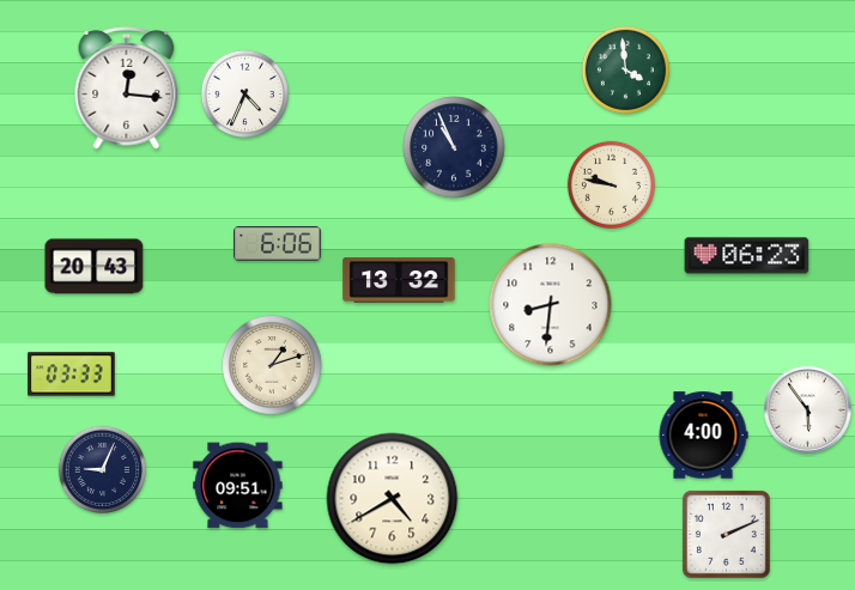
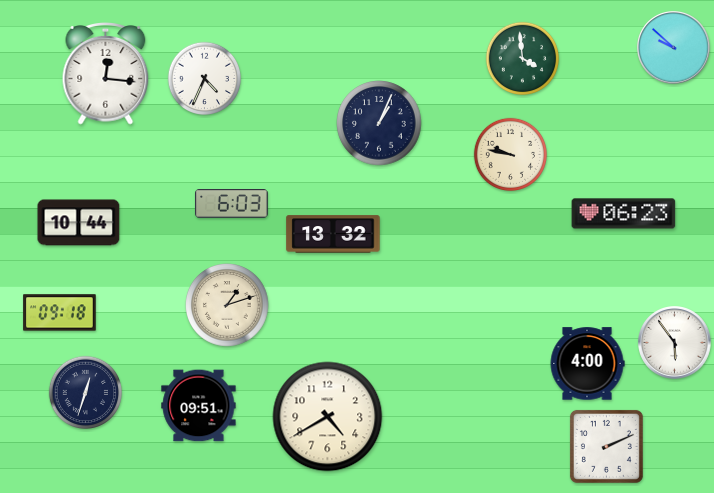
clock at (674, 48): none -> 9:52
clock at (454, 147): 10:56 -> 1:04
clock at (278, 244): 6:06 -> 6:03
clock at (95, 267): 20:43 -> 10:44
clock at (551, 305): 8:31 -> none
clock at (72, 375): 03:33 -> 09:18
clock at (102, 469): 9:04 -> 12:33
